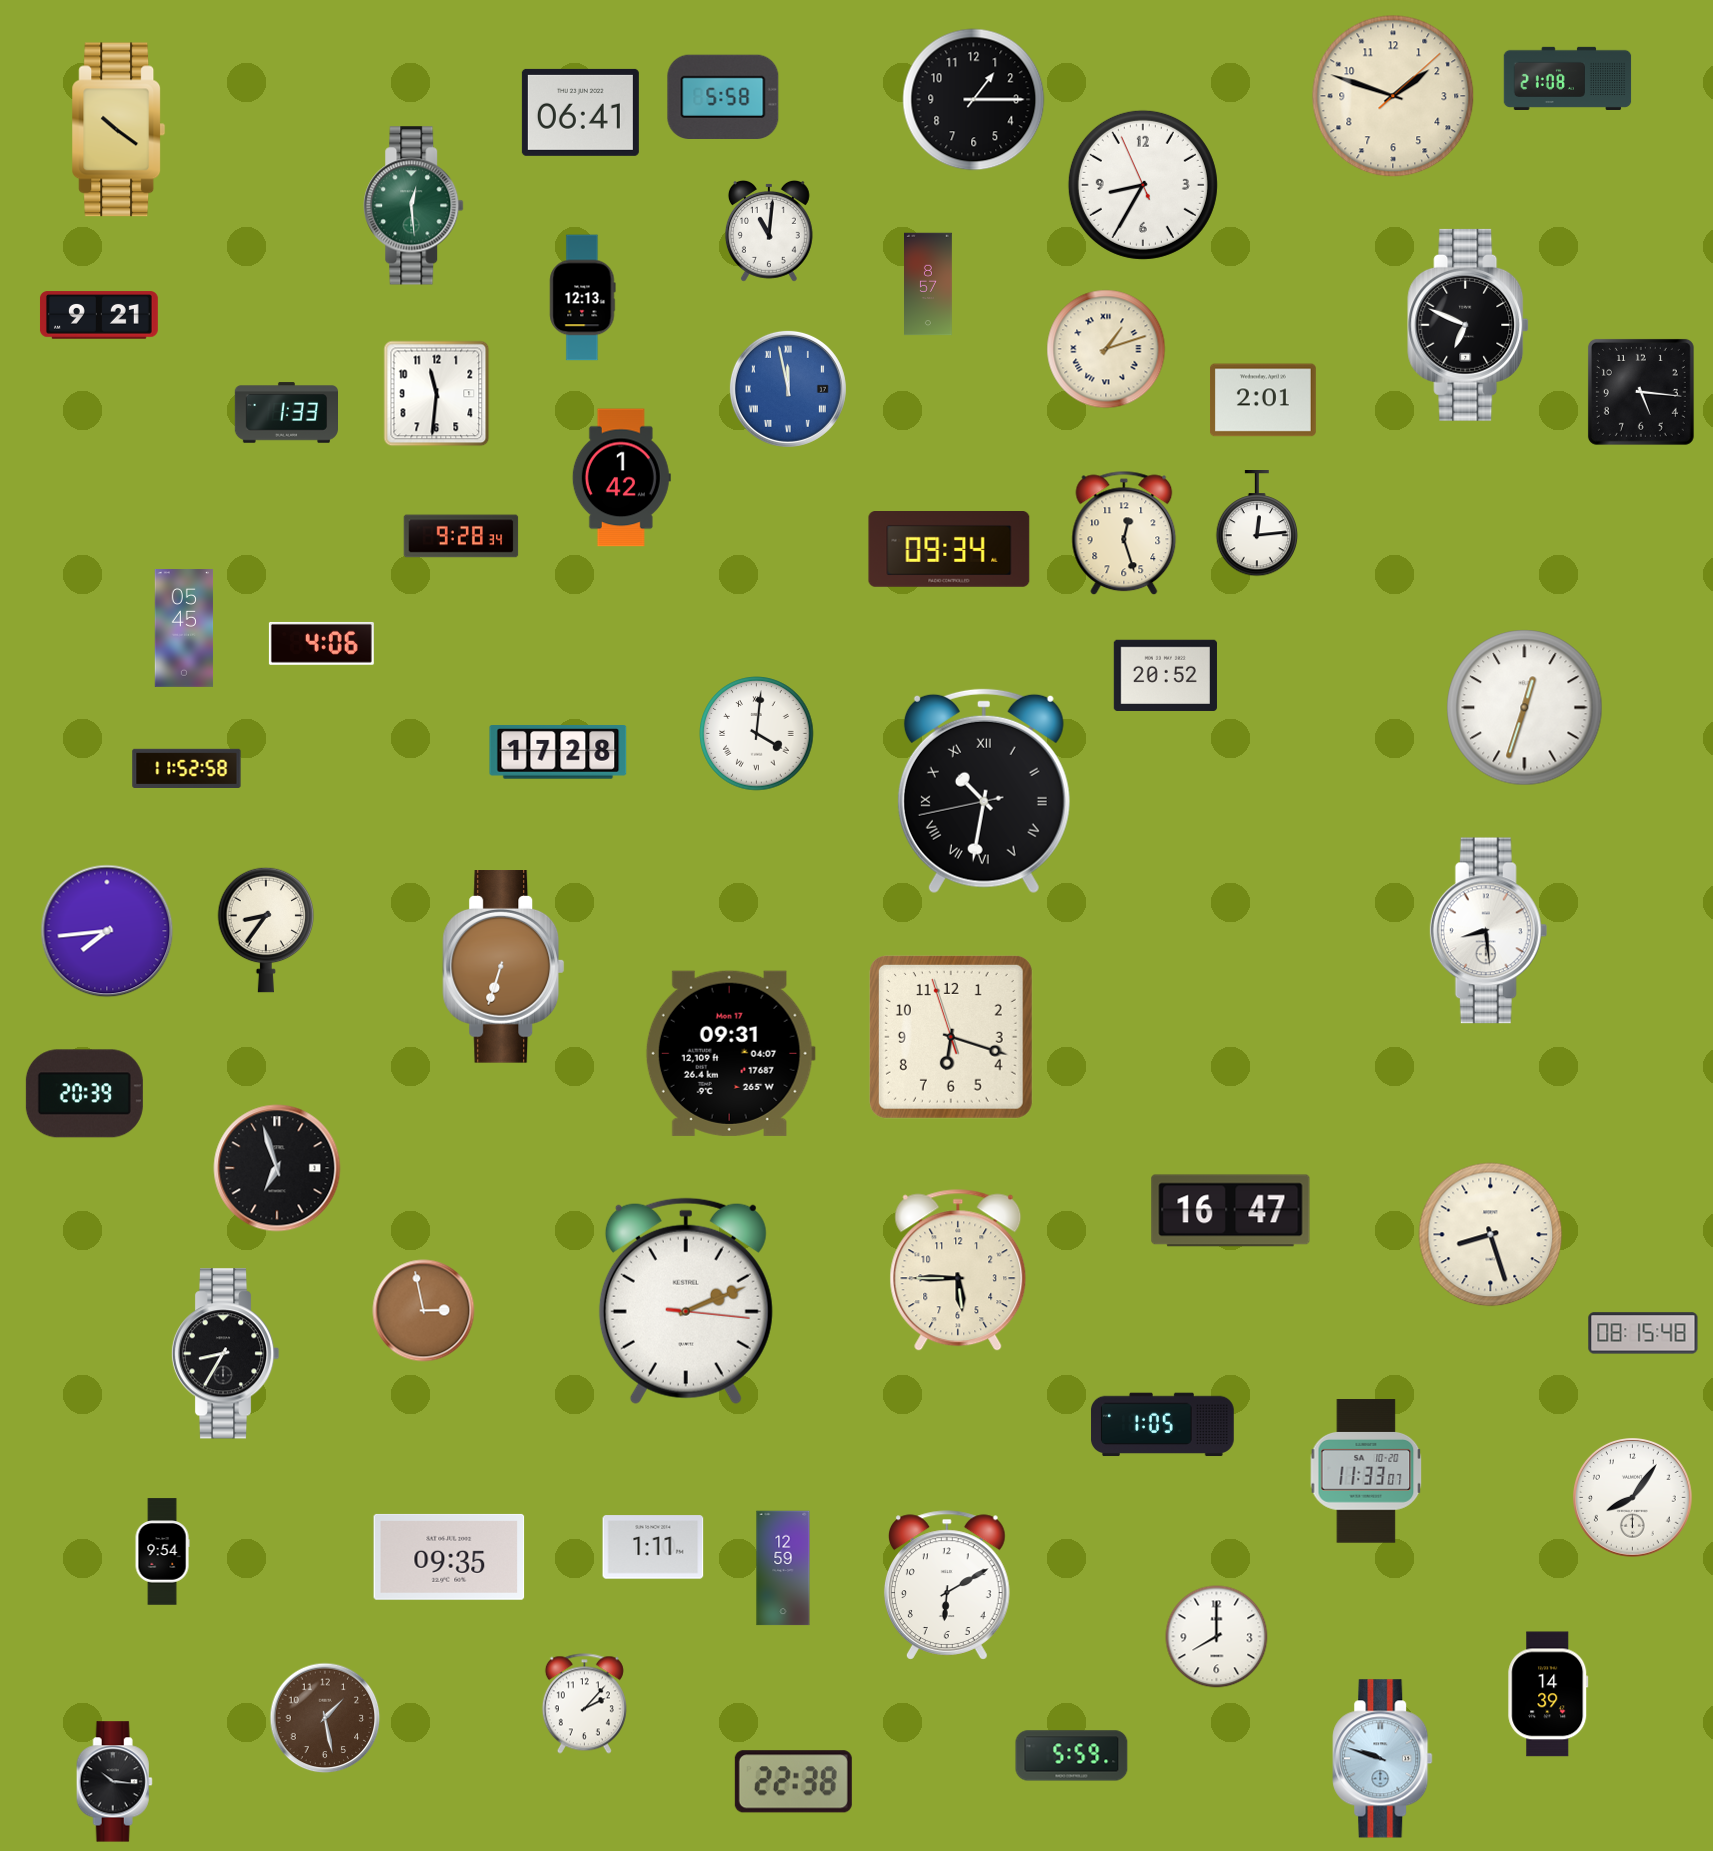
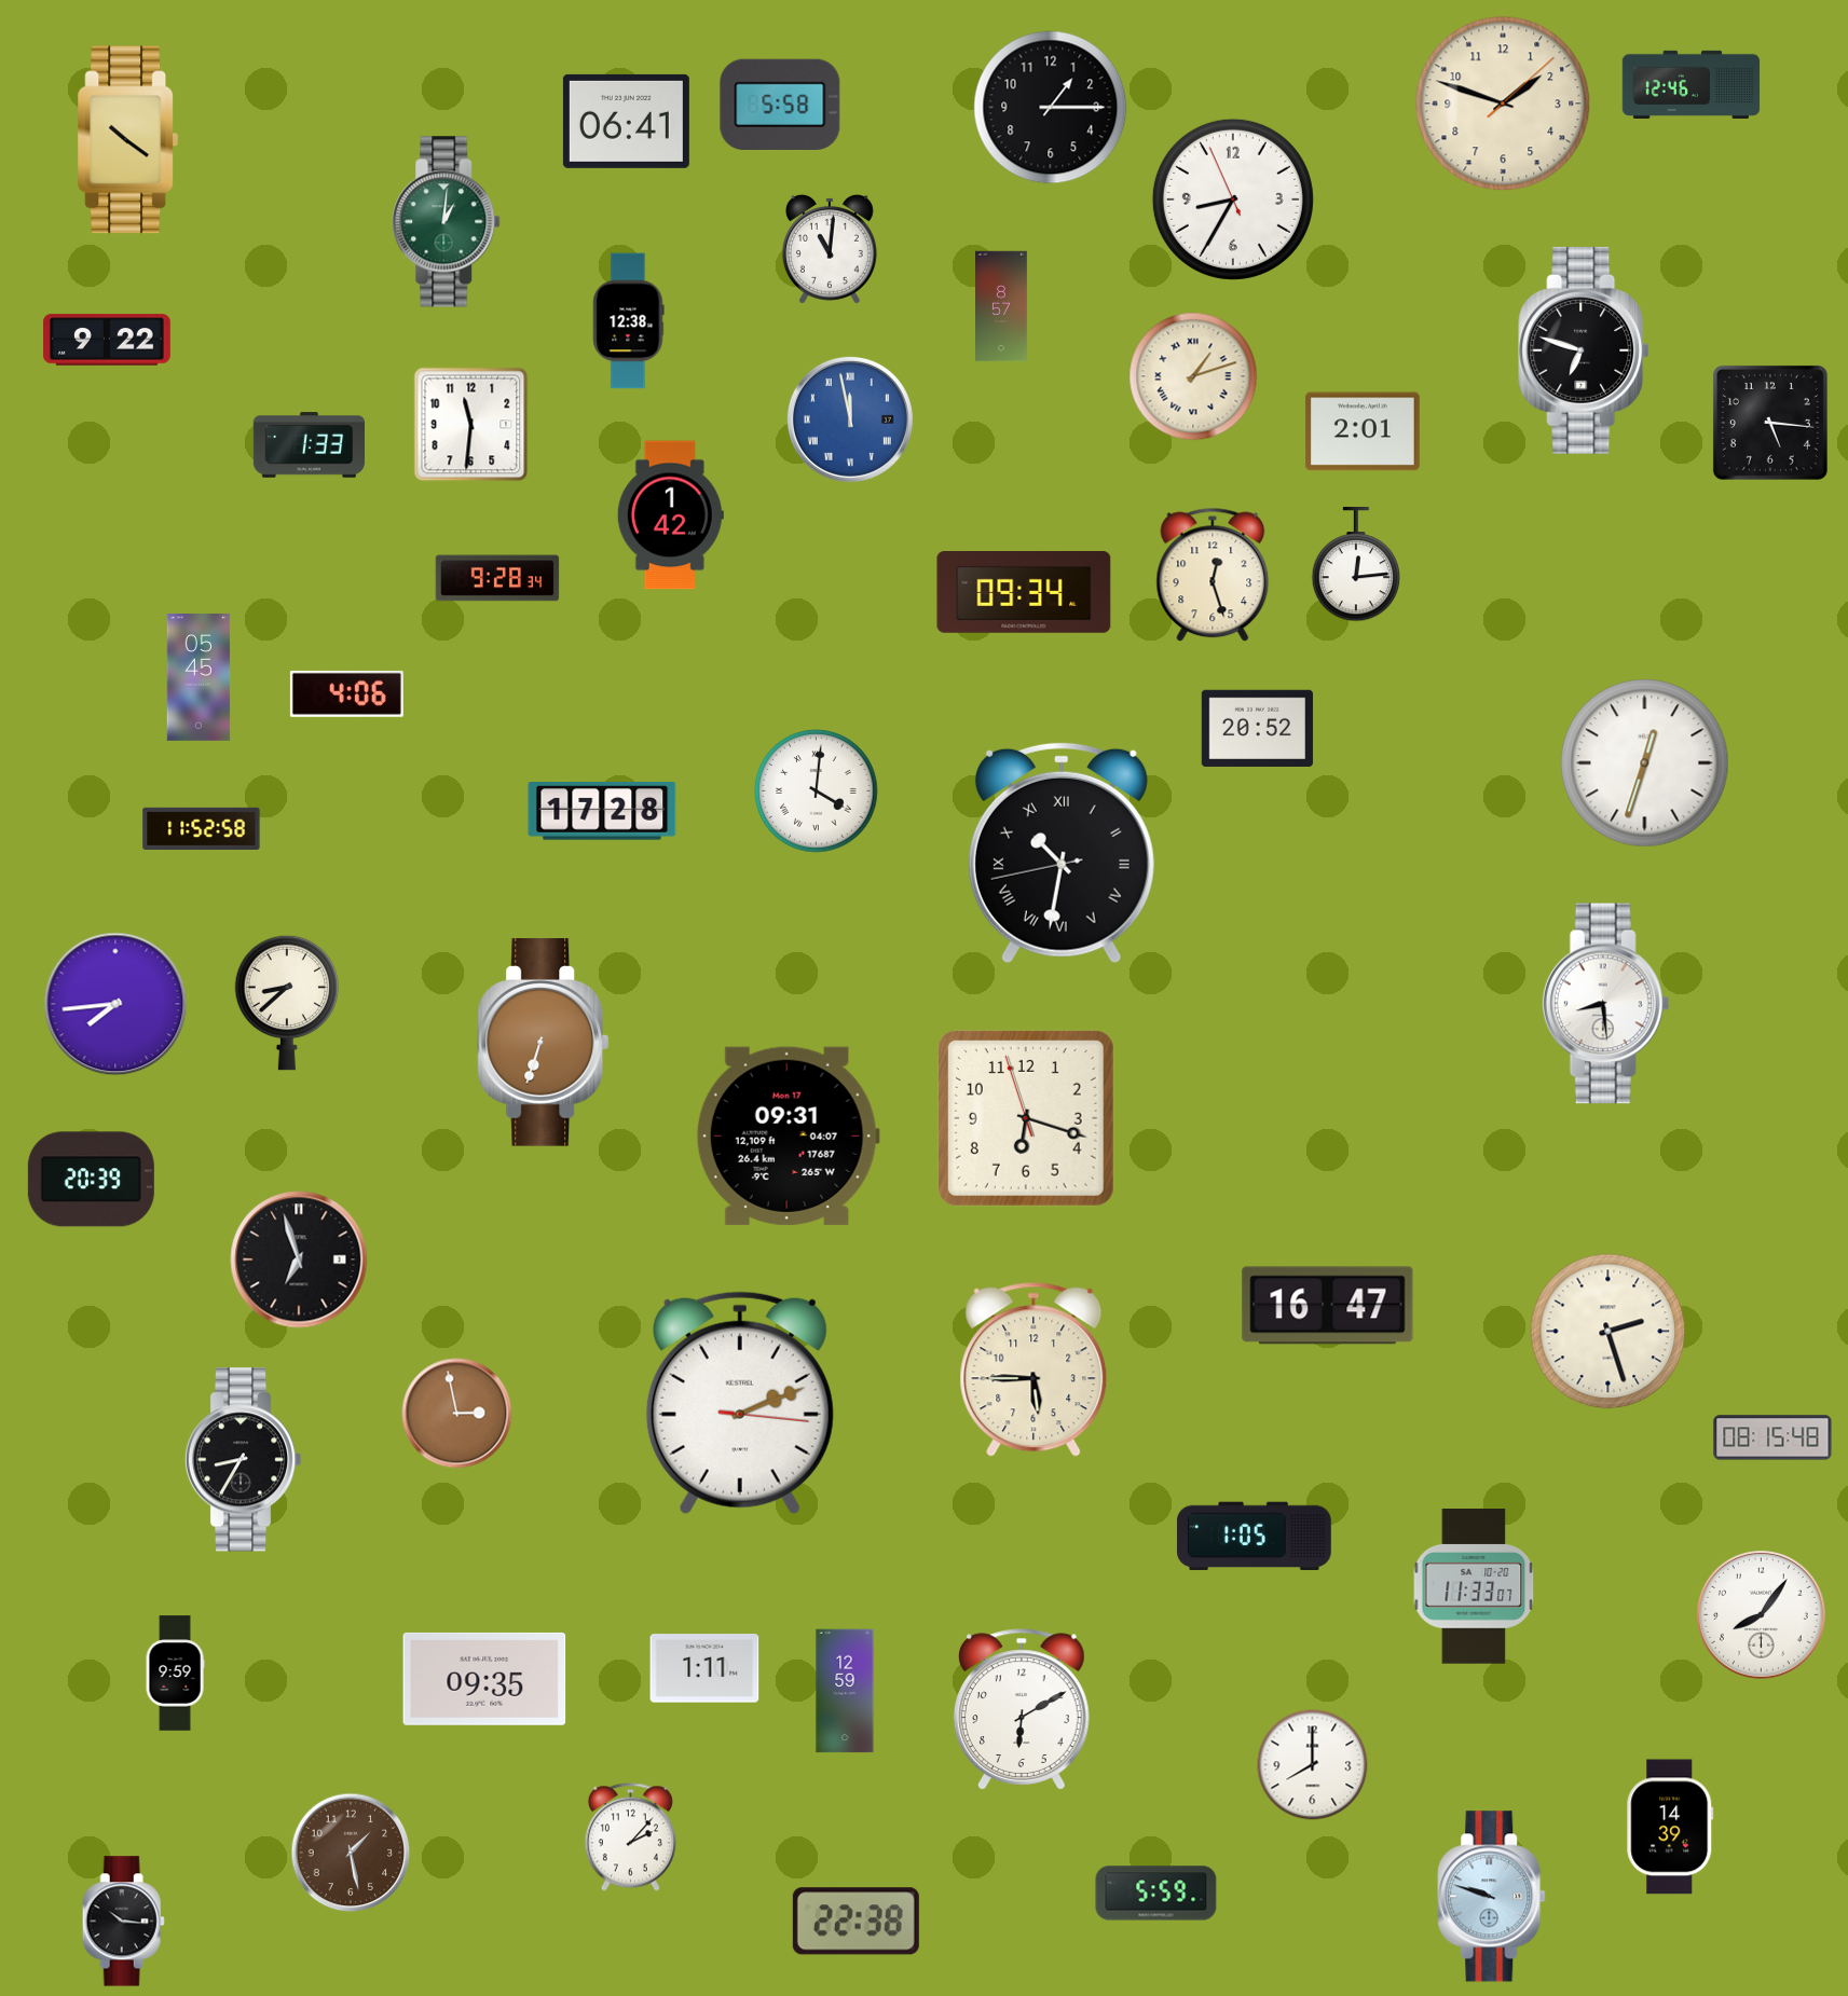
clock at (1568, 78): 21:08 -> 12:46
clock at (414, 206): 12:29 -> 1:01
clock at (583, 298): 12:13 -> 12:38
clock at (99, 315): 9:21 -> 9:22
clock at (1468, 325): 6:49 -> 6:48
clock at (266, 930): 8:36 -> 8:38
clock at (1491, 1235): 8:27 -> 2:27
clock at (162, 1552): 9:54 -> 9:59
